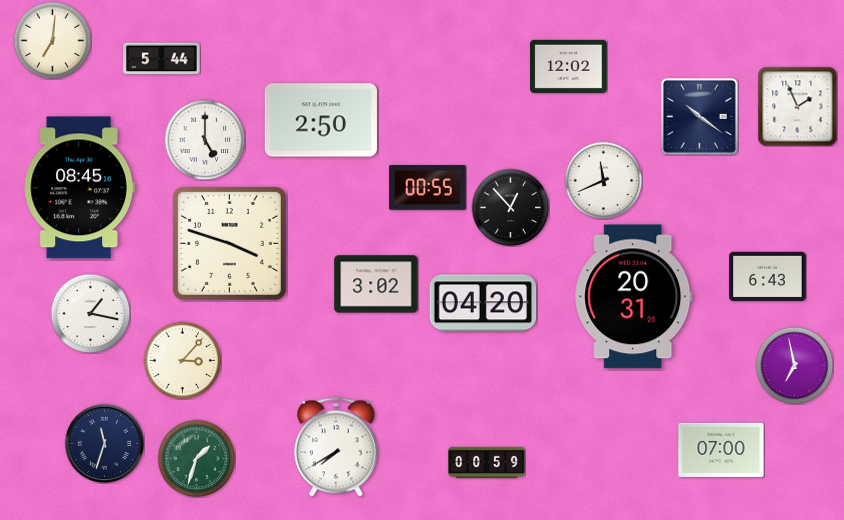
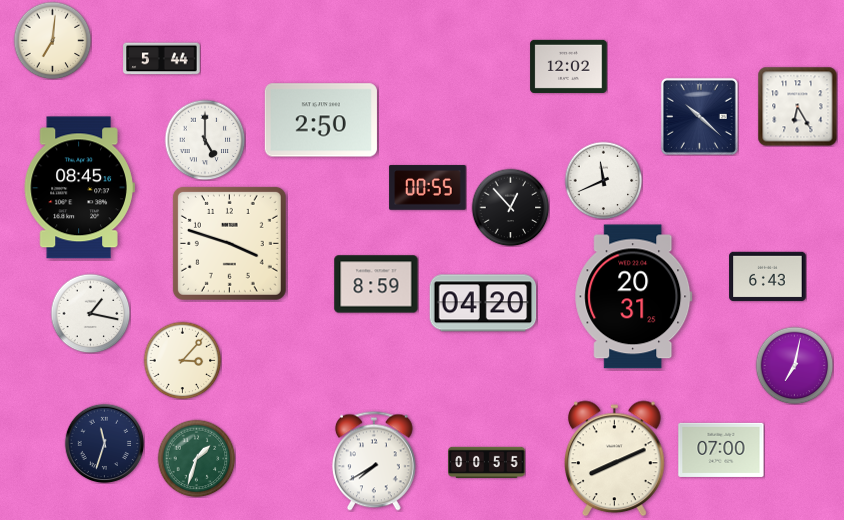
clock at (797, 106): 1:56 -> 6:25
clock at (699, 116): 10:21 -> 10:22
clock at (376, 284): 3:02 -> 8:59
clock at (794, 365): 6:58 -> 7:02
clock at (336, 447) position: (336, 447) -> (374, 461)
clock at (615, 459): none -> 8:11
clock at (487, 463): 00:59 -> 00:55
